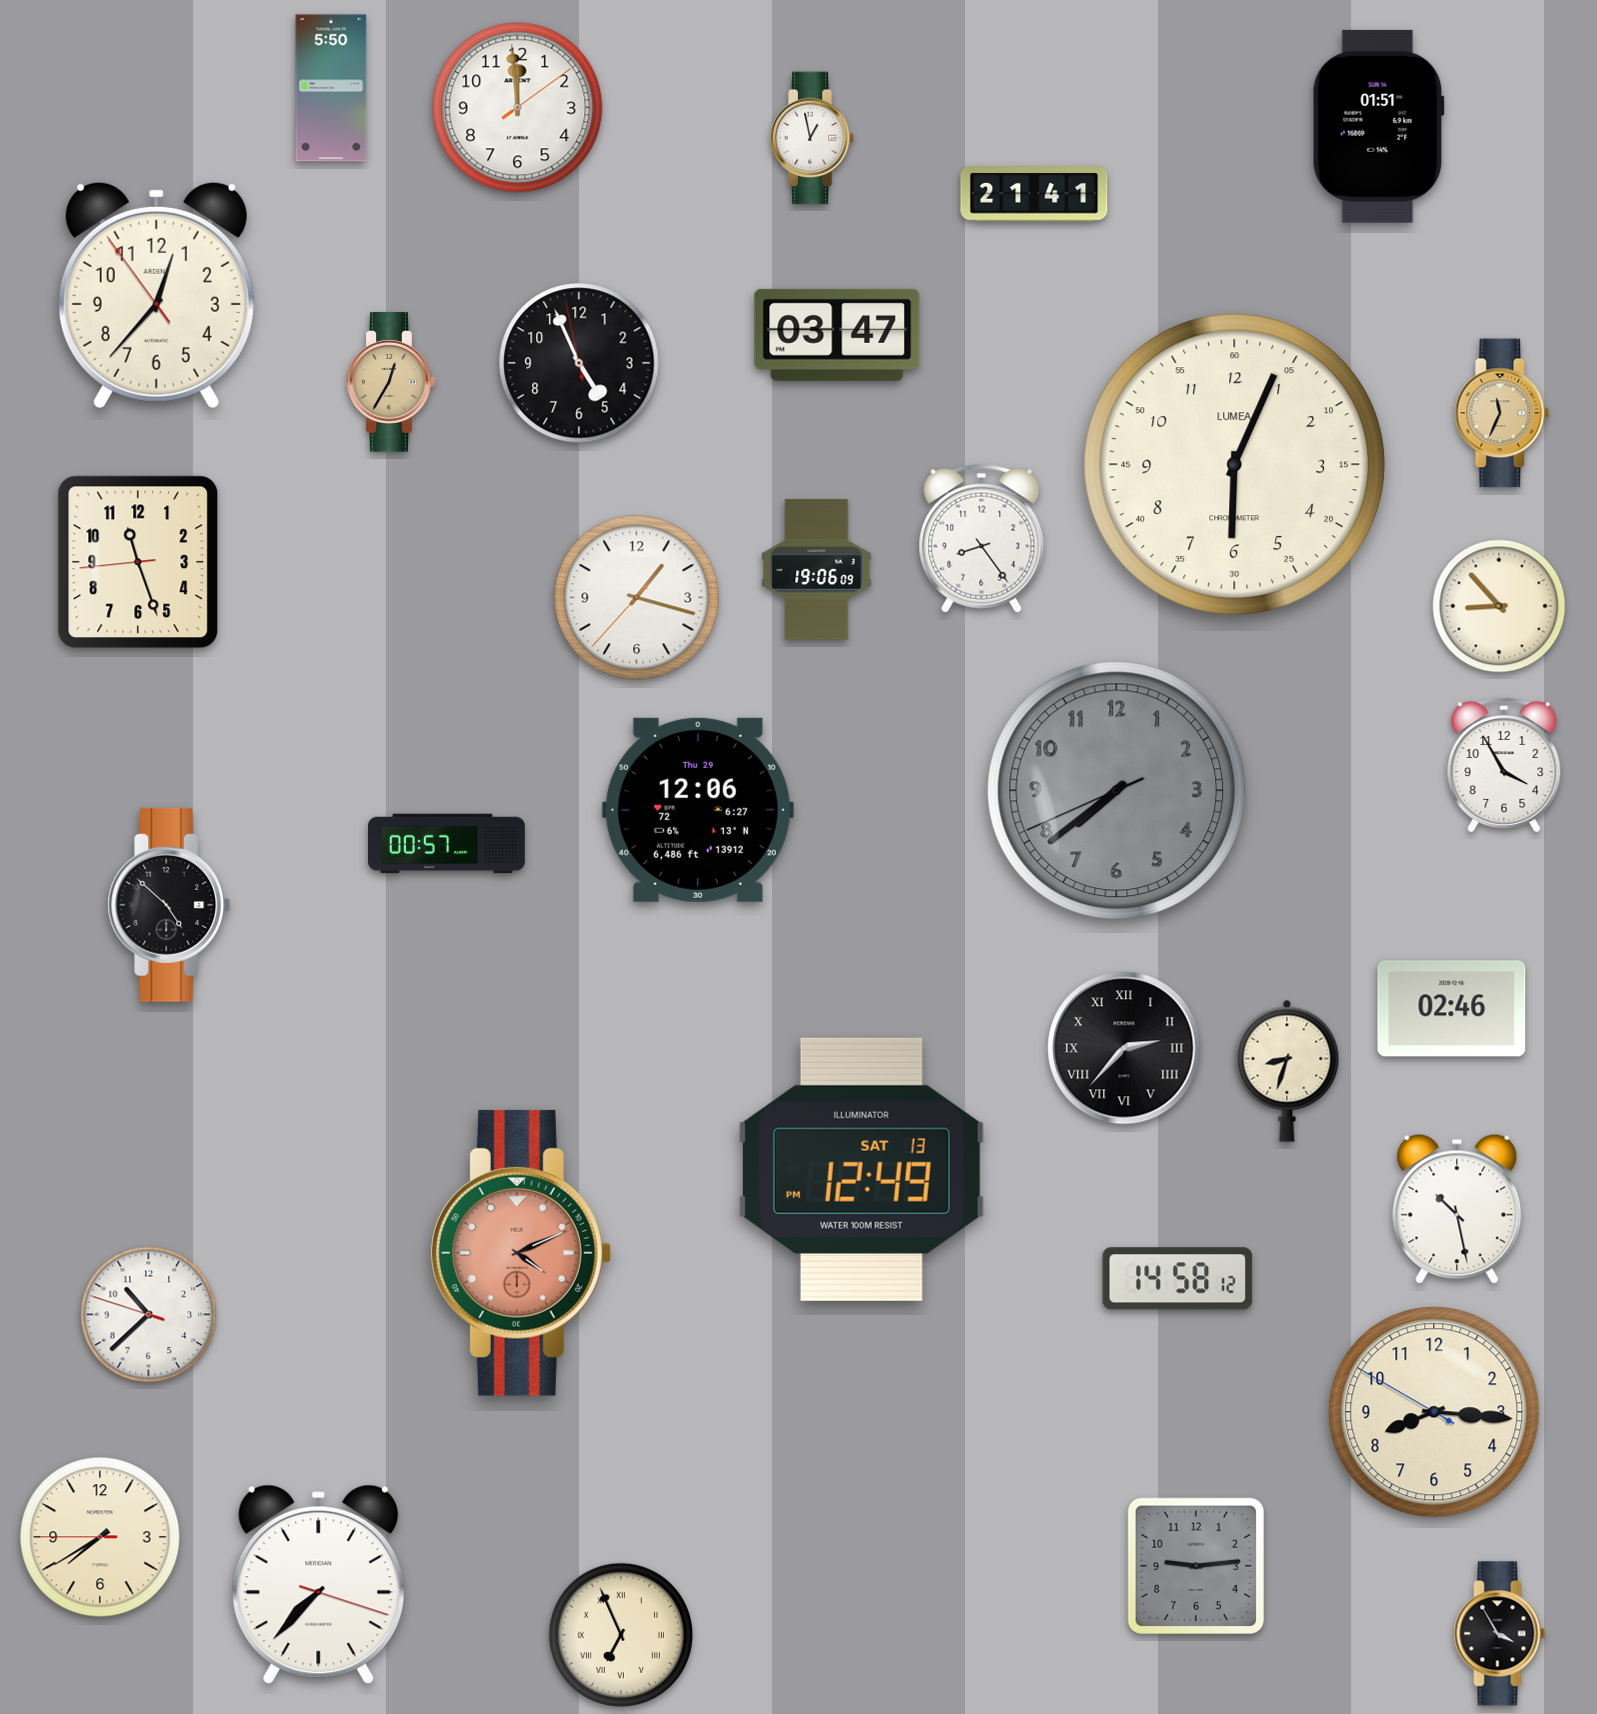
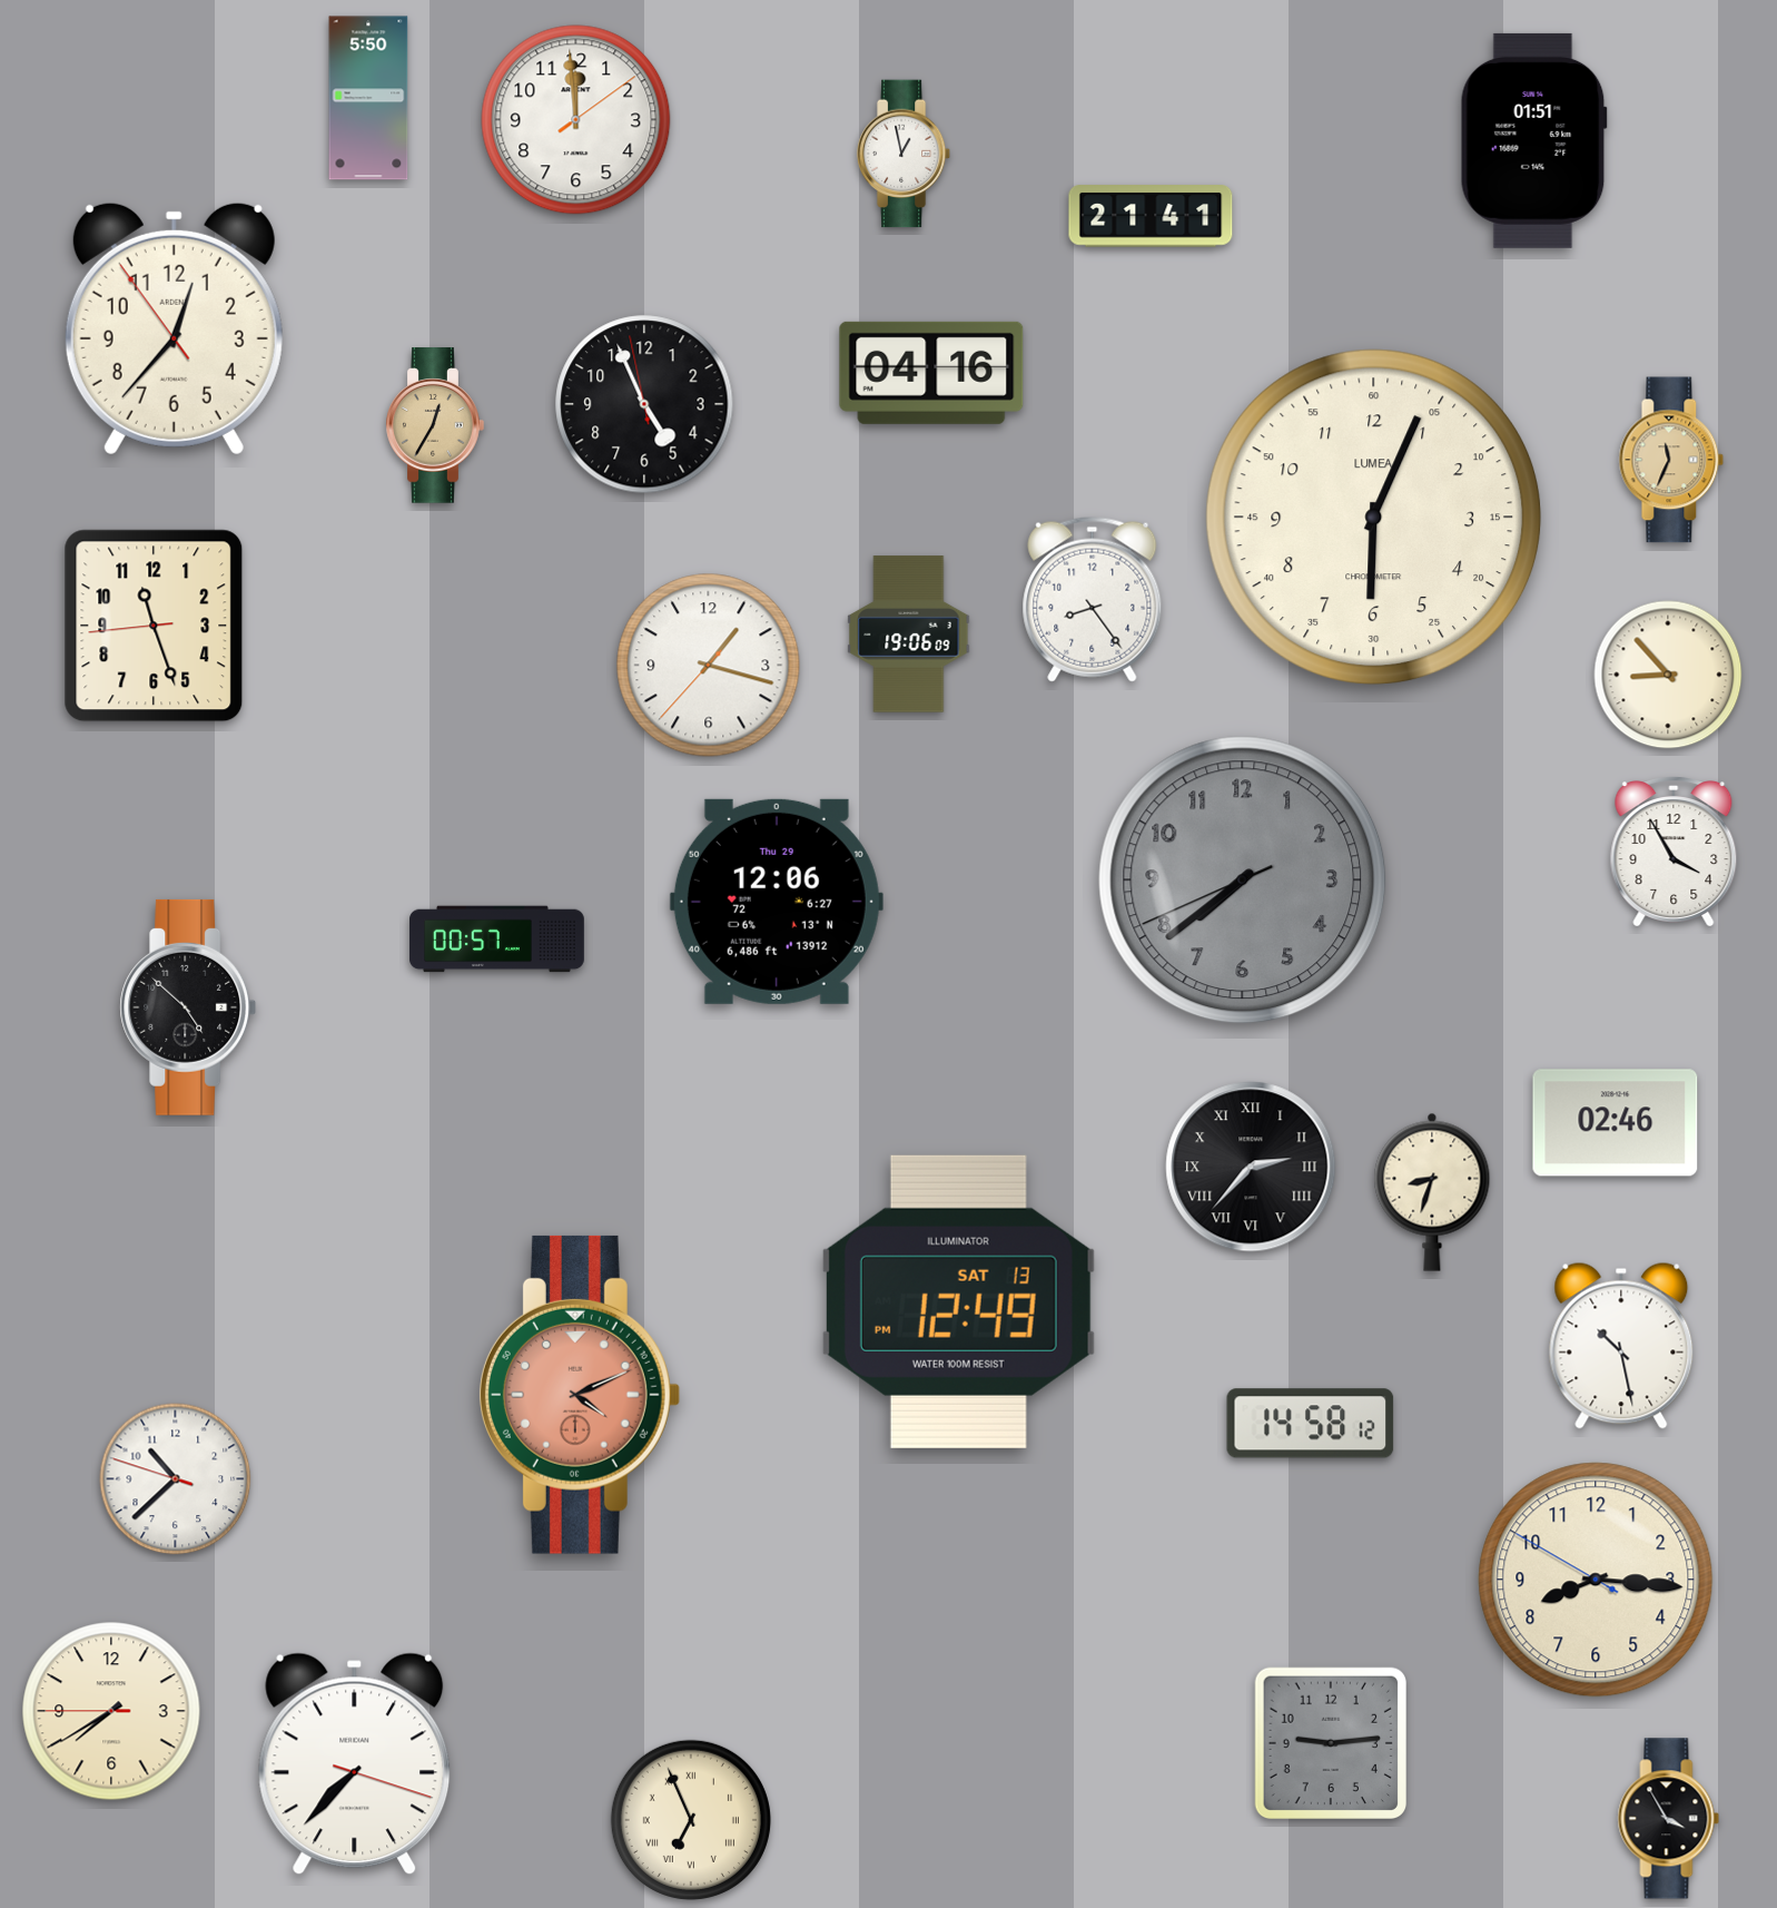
clock at (837, 335): 03:47 -> 04:16
clock at (149, 1315) position: (149, 1315) -> (176, 1479)
clock at (1434, 1412) position: (1434, 1412) -> (1596, 1580)
